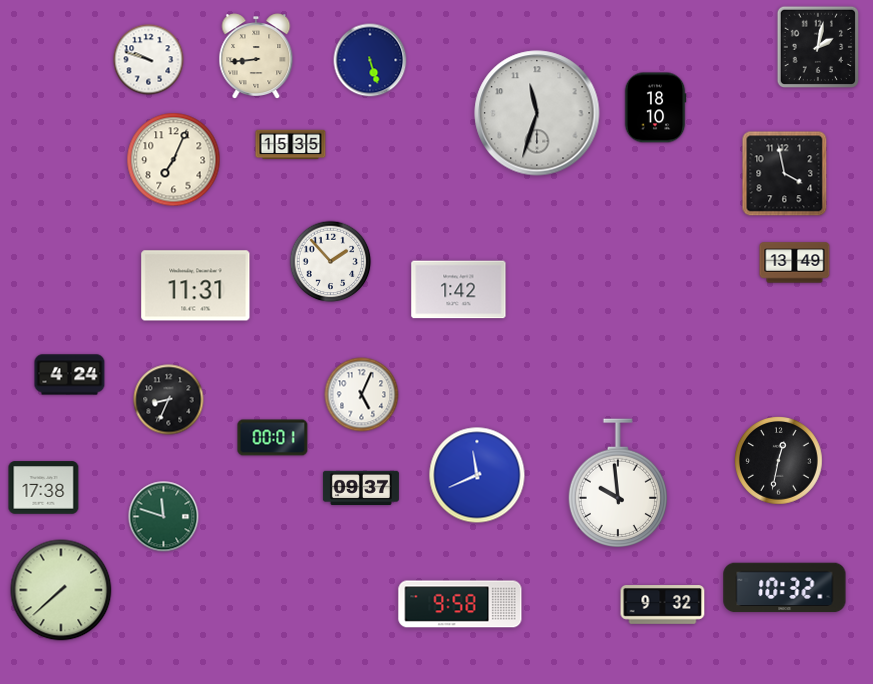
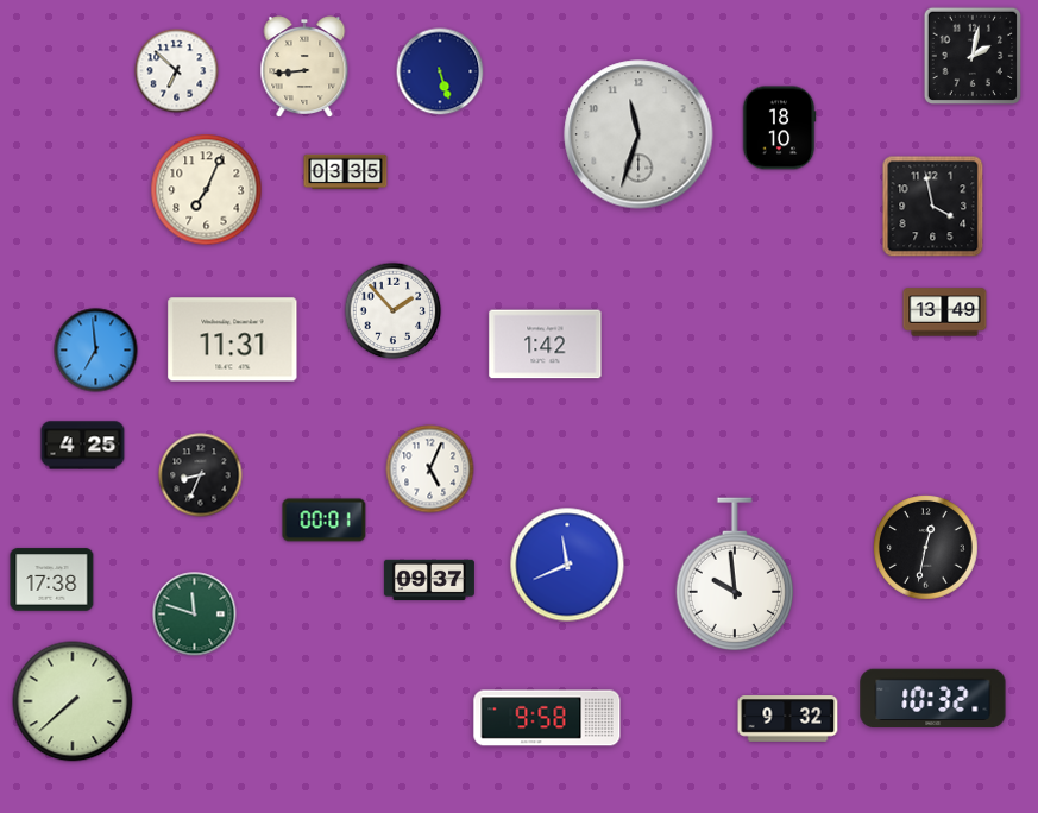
clock at (149, 60): 9:48 -> 6:52
clock at (291, 145): 15:35 -> 03:35
clock at (96, 351): none -> 6:59
clock at (70, 375): 4:24 -> 4:25
